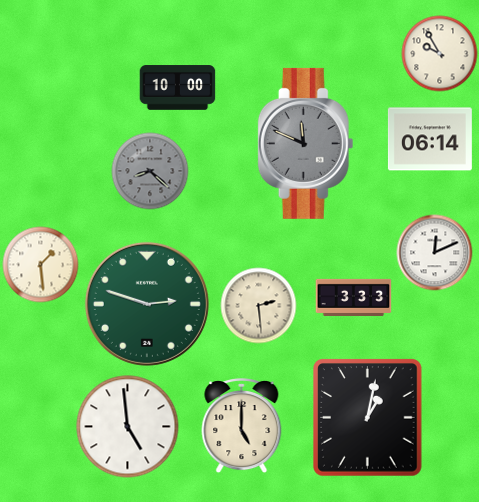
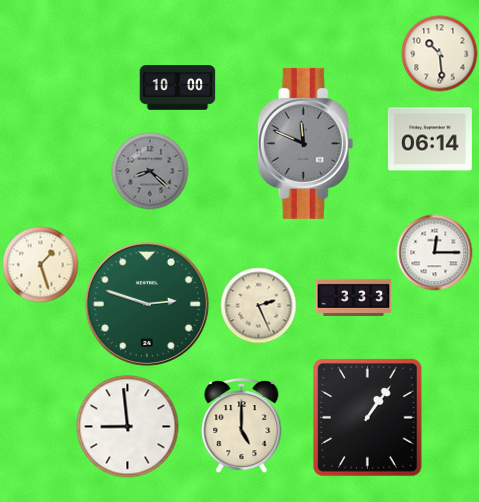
clock at (440, 54): 9:55 -> 10:29
clock at (435, 253): 12:11 -> 12:15
clock at (41, 265): 1:29 -> 1:27
clock at (259, 306): 2:29 -> 2:26
clock at (368, 418): 1:02 -> 1:06
clock at (128, 427): 4:59 -> 8:59
